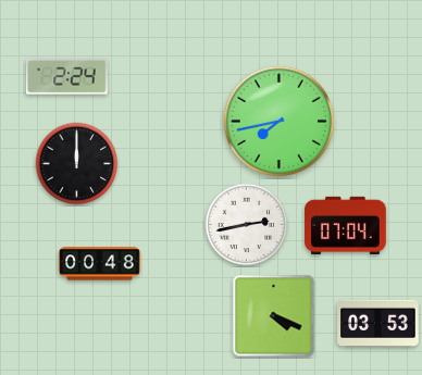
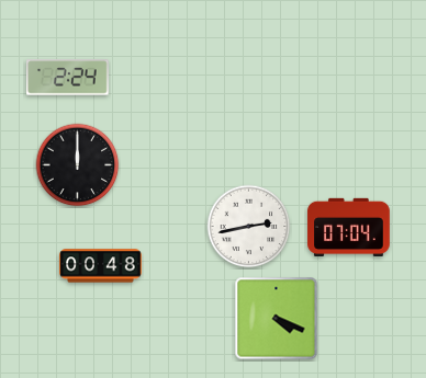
clock at (278, 121): 7:43 -> none
clock at (378, 323): 03:53 -> none
